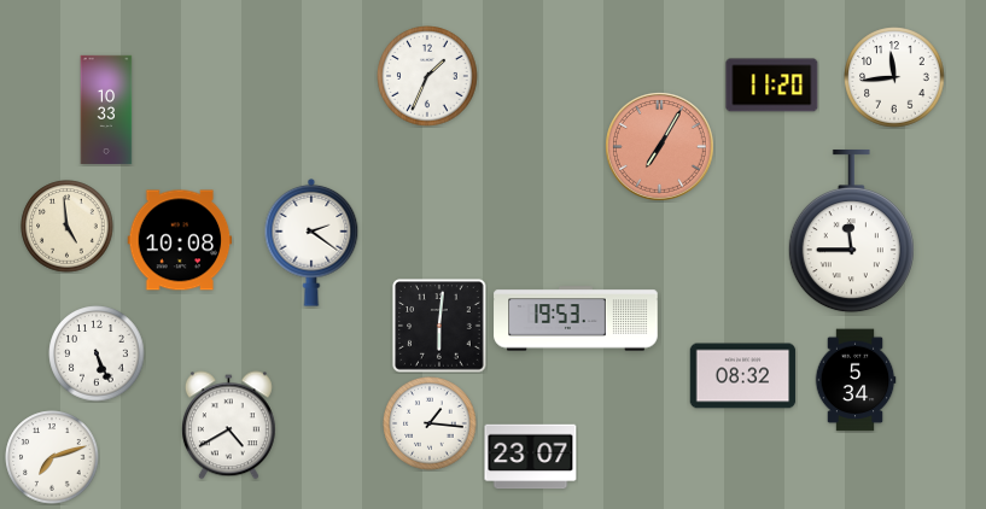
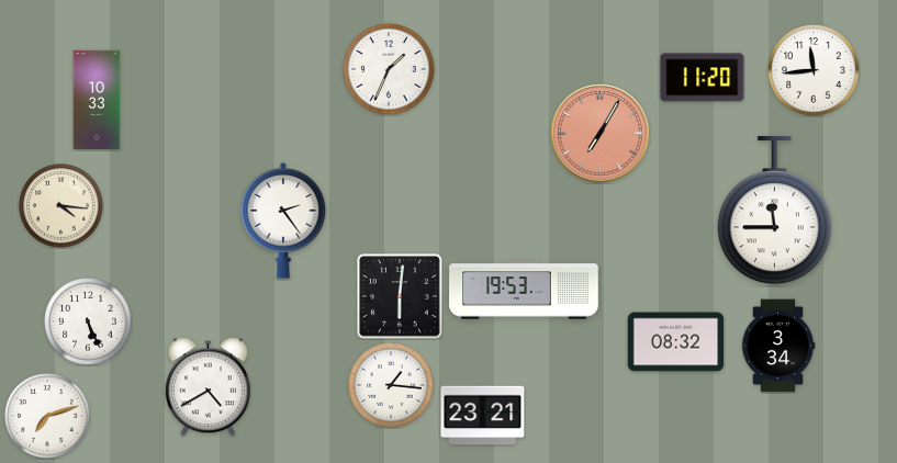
clock at (68, 227): 4:59 -> 4:16
clock at (180, 240): 10:08 -> none
clock at (311, 242): 2:21 -> 2:24
clock at (856, 380): 5:34 -> 3:34
clock at (531, 457): 23:07 -> 23:21
